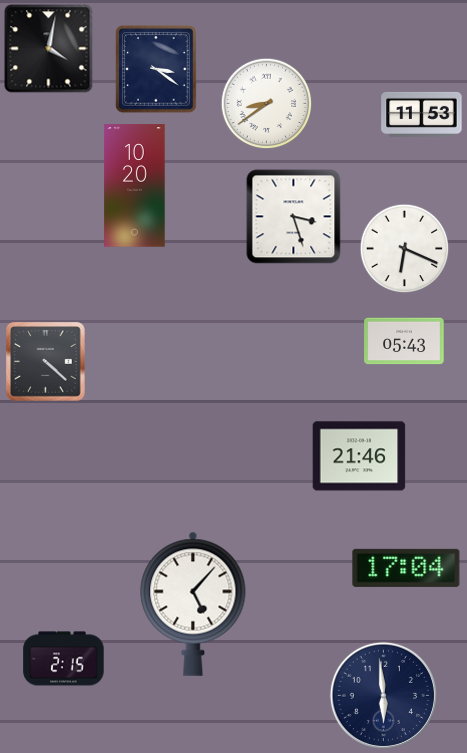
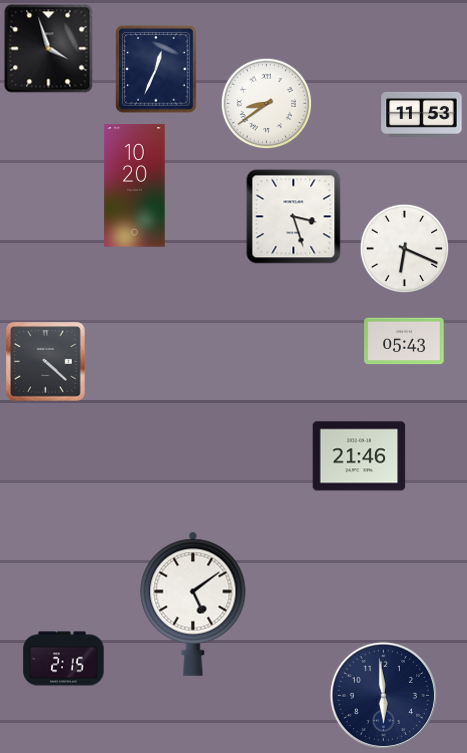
clock at (49, 49): 4:02 -> 3:57
clock at (156, 69): 3:21 -> 12:34
clock at (406, 568): 17:04 -> none
clock at (193, 604): 5:07 -> 5:09
